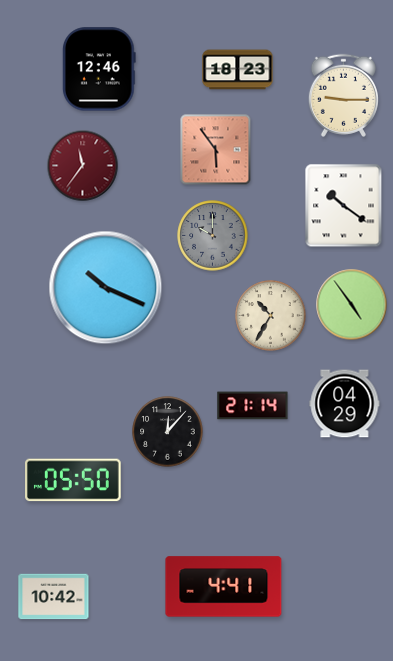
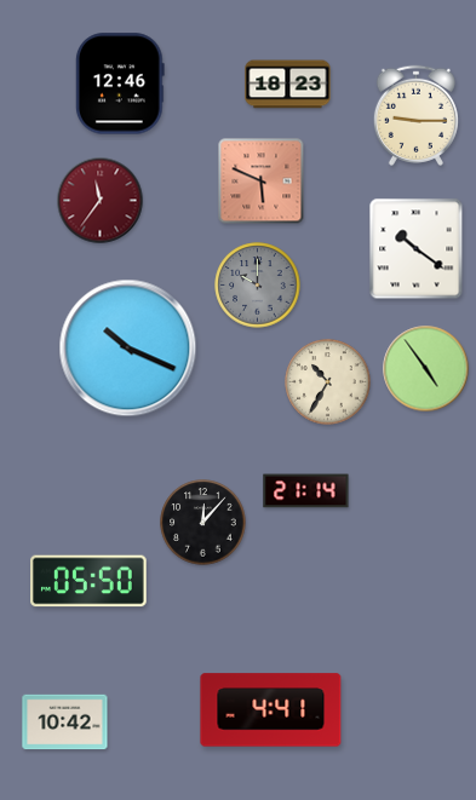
clock at (216, 150): 5:54 -> 5:49
clock at (345, 404): 04:29 -> none
